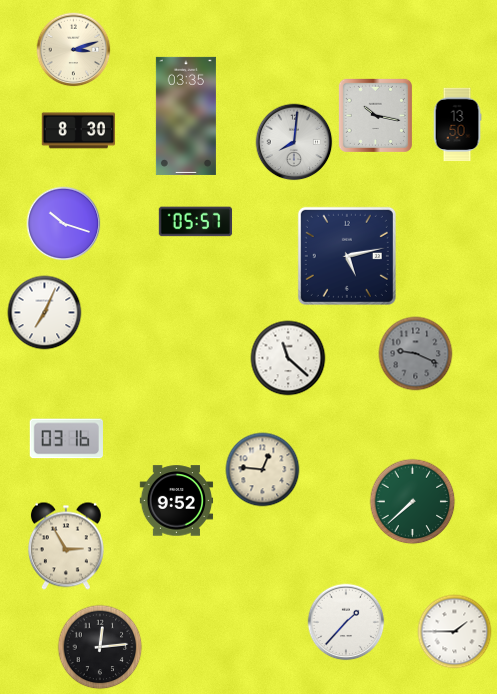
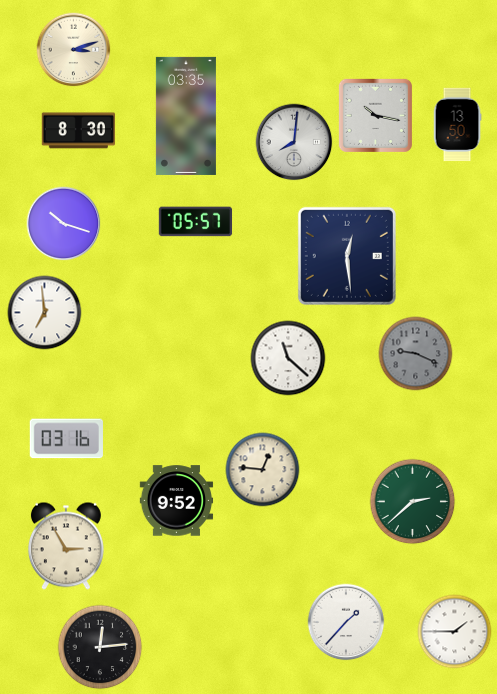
clock at (347, 256): 5:13 -> 12:29
clock at (45, 313): 7:04 -> 6:59
clock at (413, 502): 7:38 -> 2:38
